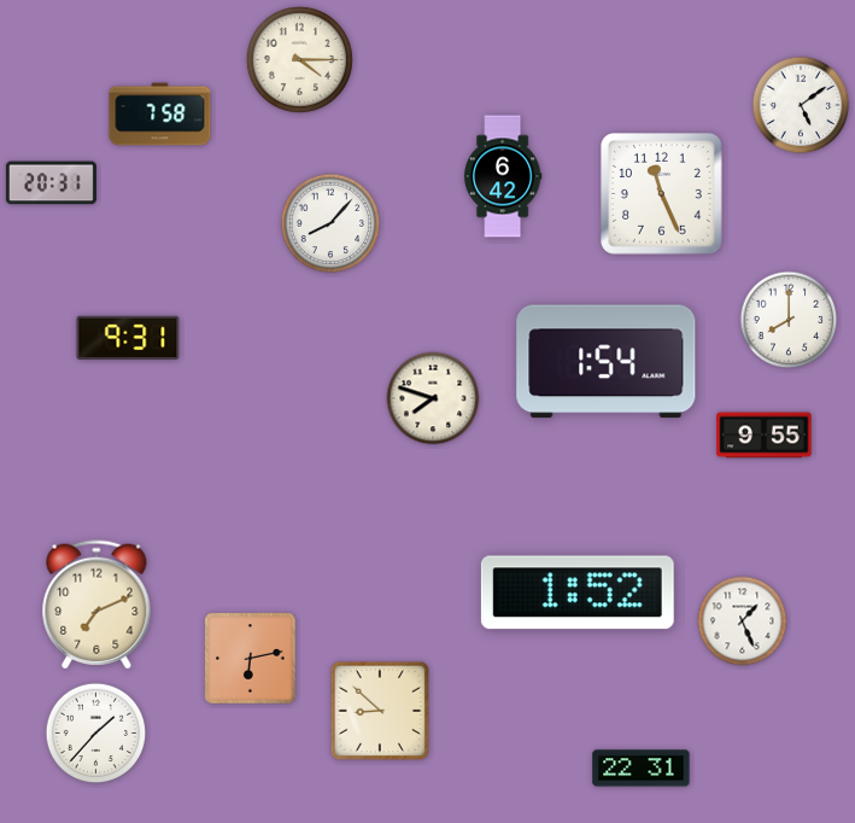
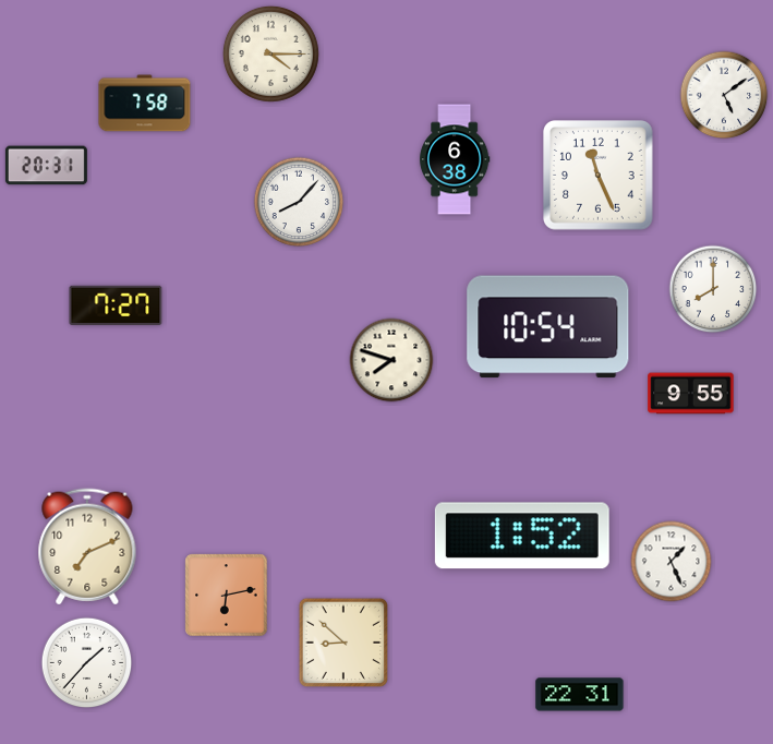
clock at (503, 176): 6:42 -> 6:38
clock at (128, 337): 9:31 -> 7:27
clock at (607, 362): 1:54 -> 10:54
